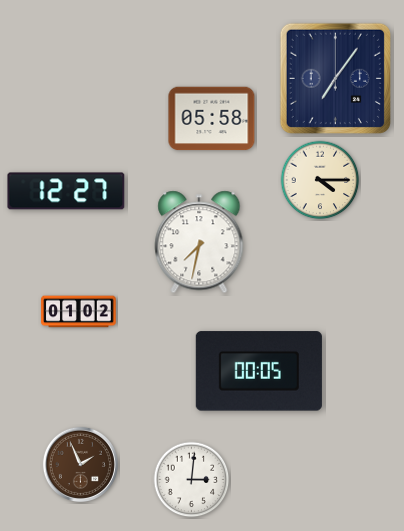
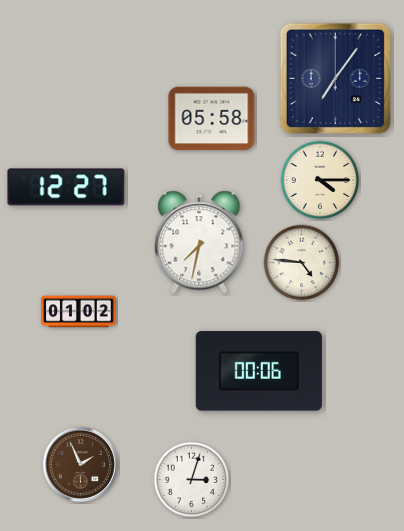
clock at (66, 191) position: (66, 191) -> (66, 187)
clock at (302, 263): none -> 4:46
clock at (259, 371): 00:05 -> 00:06
clock at (192, 480): 3:01 -> 3:03
